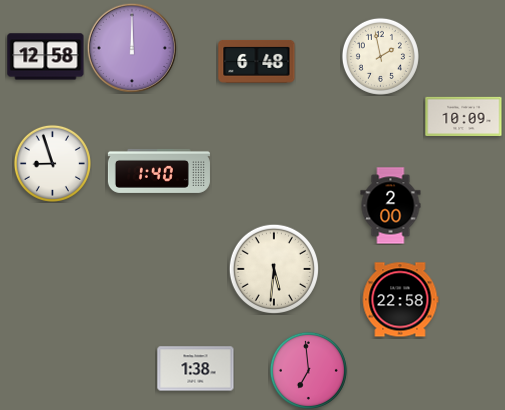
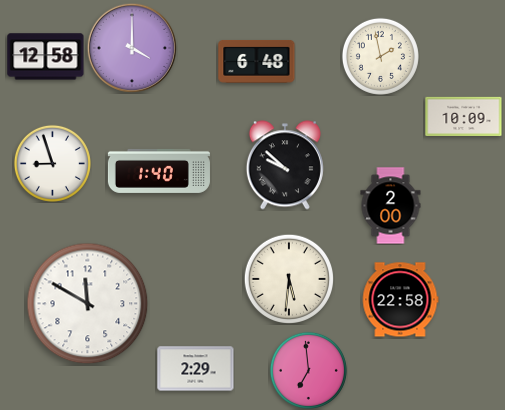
clock at (131, 47): 12:00 -> 4:00
clock at (285, 165): none -> 9:52
clock at (273, 268) position: (273, 268) -> (288, 278)
clock at (88, 304): none -> 11:50
clock at (196, 369): 1:38 -> 2:29
